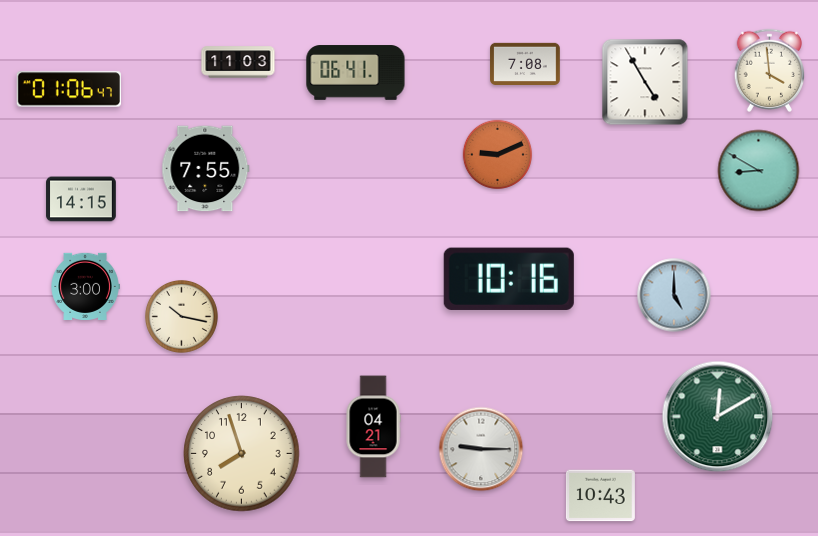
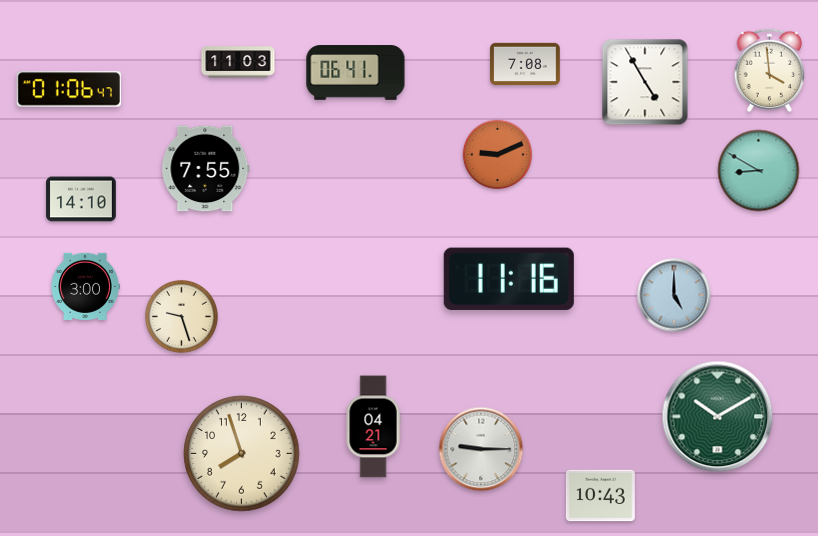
clock at (81, 199): 14:15 -> 14:10
clock at (509, 279): 10:16 -> 11:16
clock at (182, 317): 10:17 -> 9:27
clock at (718, 417): 12:10 -> 10:10
